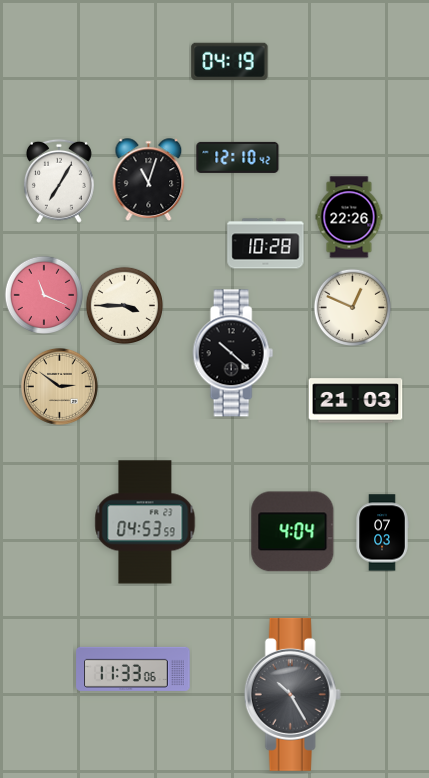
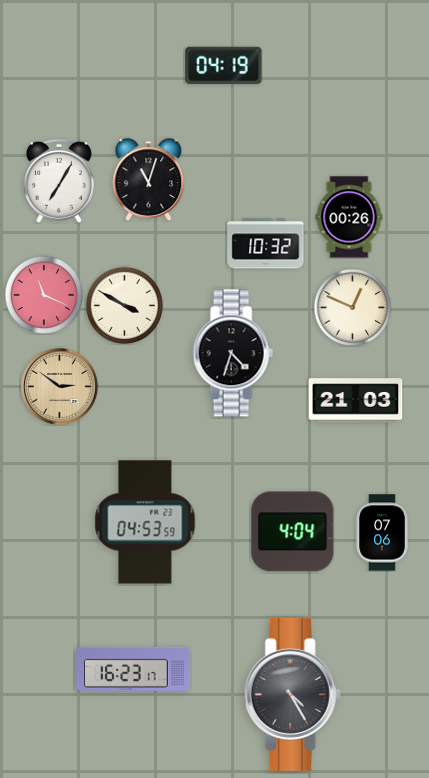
clock at (230, 62) position: (230, 62) -> (224, 66)
clock at (238, 157): 12:10 -> none
clock at (349, 217): 22:26 -> 00:26
clock at (266, 244): 10:28 -> 10:32
clock at (124, 305): 3:45 -> 3:50
clock at (233, 353): 10:22 -> 4:33
clock at (382, 533): 07:03 -> 07:06
clock at (133, 669): 11:33 -> 16:23
clock at (292, 694): 10:25 -> 4:25
